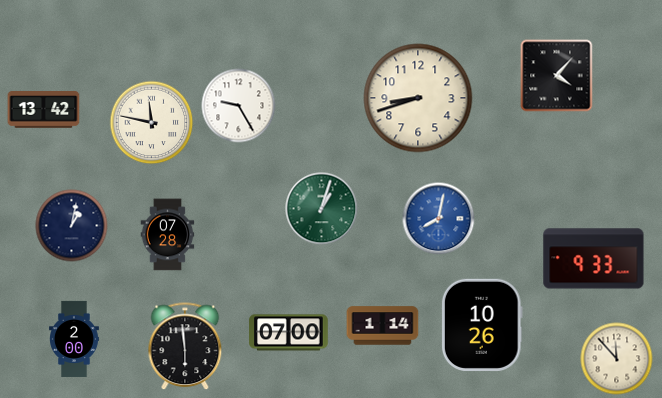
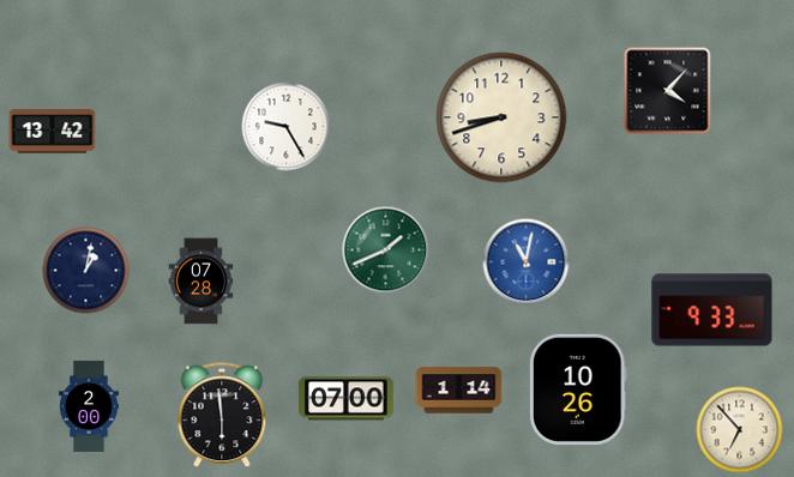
clock at (152, 123): 11:47 -> none
clock at (322, 209): 1:03 -> 1:41
clock at (439, 219): 8:02 -> 11:02
clock at (617, 359): 11:53 -> 6:53
